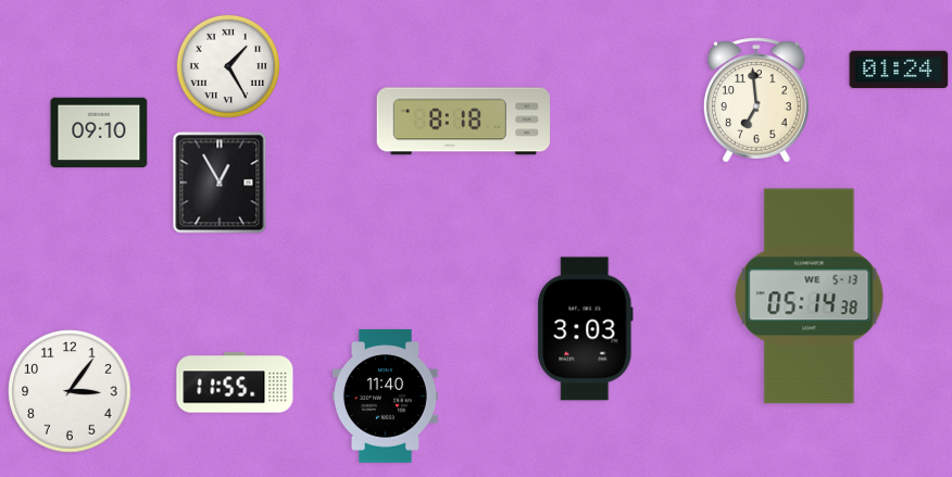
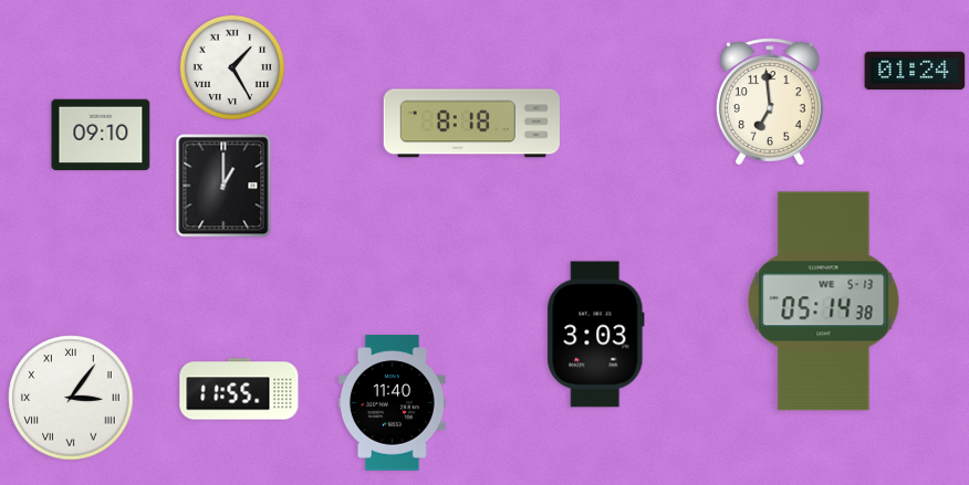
clock at (220, 183): 12:55 -> 1:00
clock at (70, 391) numerals: Arabic -> Roman
